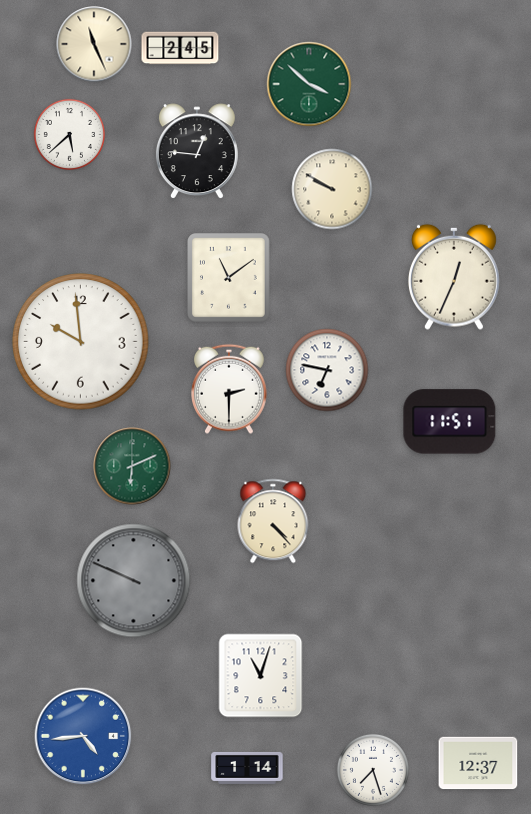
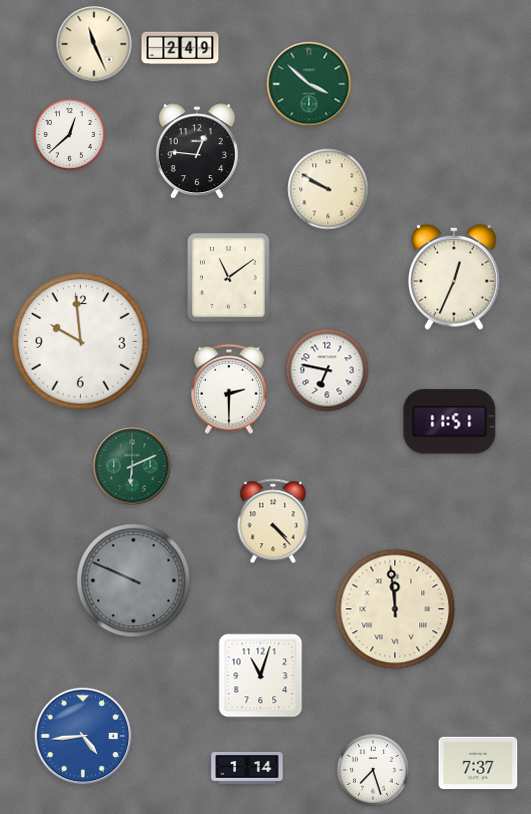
clock at (180, 48): 2:45 -> 2:49
clock at (69, 134): 5:38 -> 12:38
clock at (332, 189) position: (332, 189) -> (328, 189)
clock at (395, 609): none -> 11:59
clock at (478, 763): 12:37 -> 7:37
